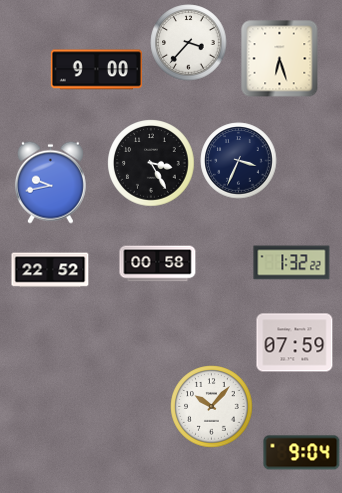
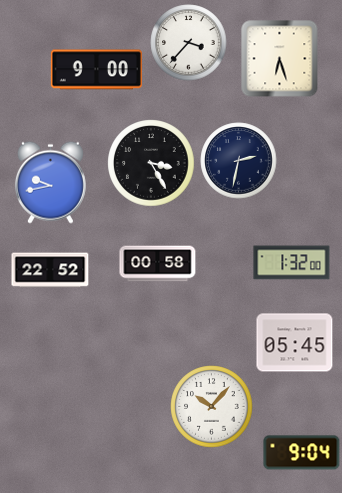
clock at (239, 161): 3:34 -> 2:32
clock at (292, 263): 1:32:22 -> 1:32:00
clock at (295, 343): 07:59 -> 05:45
